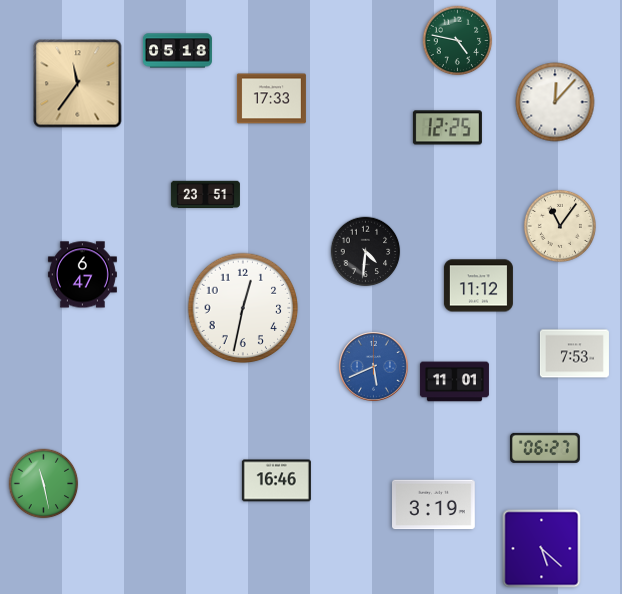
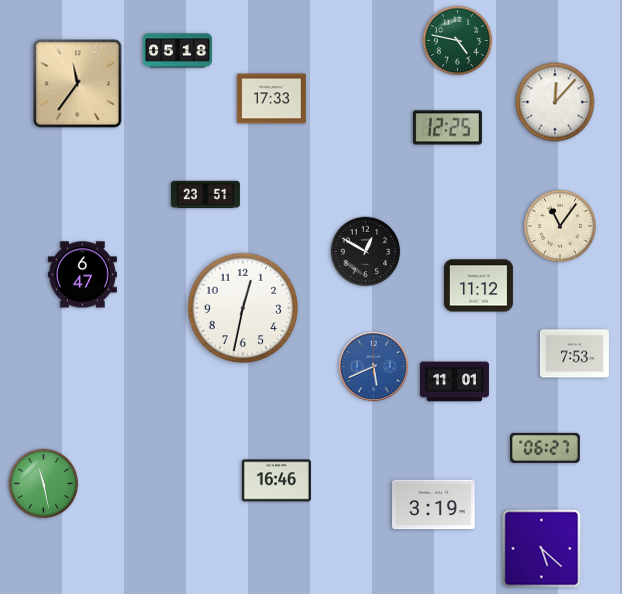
clock at (366, 252): 4:31 -> 12:50
